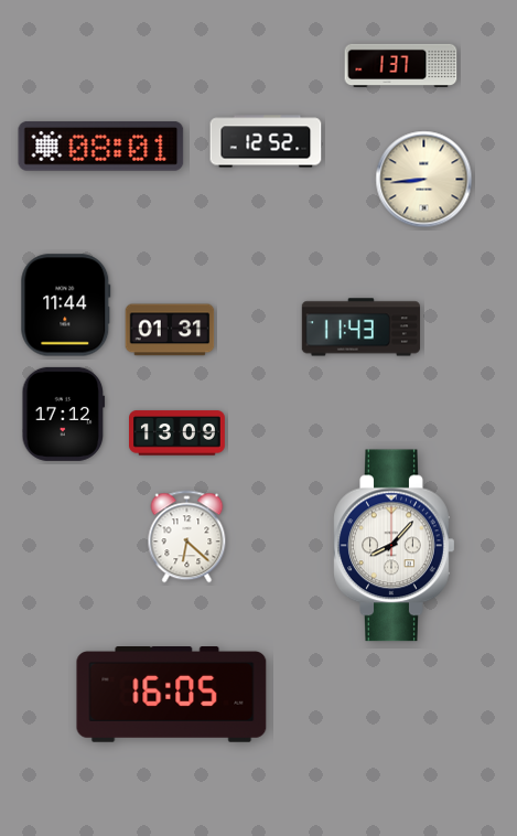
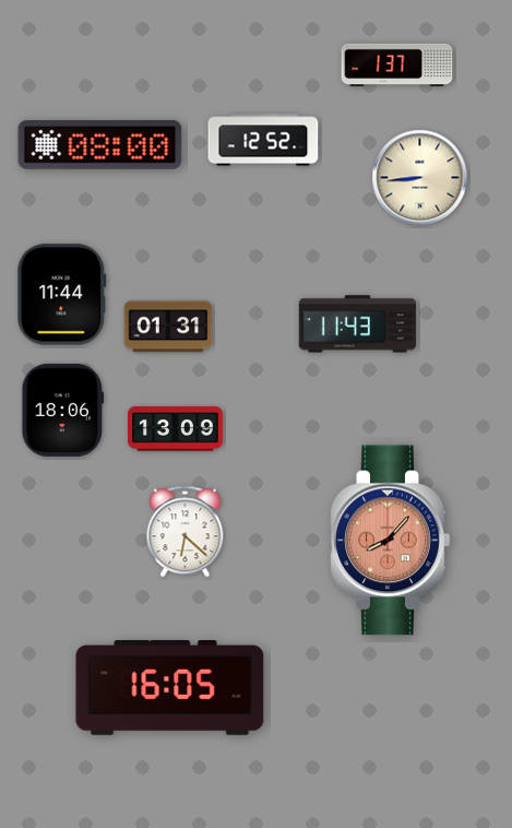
clock at (101, 146): 08:01 -> 08:00
clock at (66, 306) position: (66, 306) -> (62, 295)
clock at (64, 414): 17:12 -> 18:06
clock at (395, 546) dial: white -> salmon
